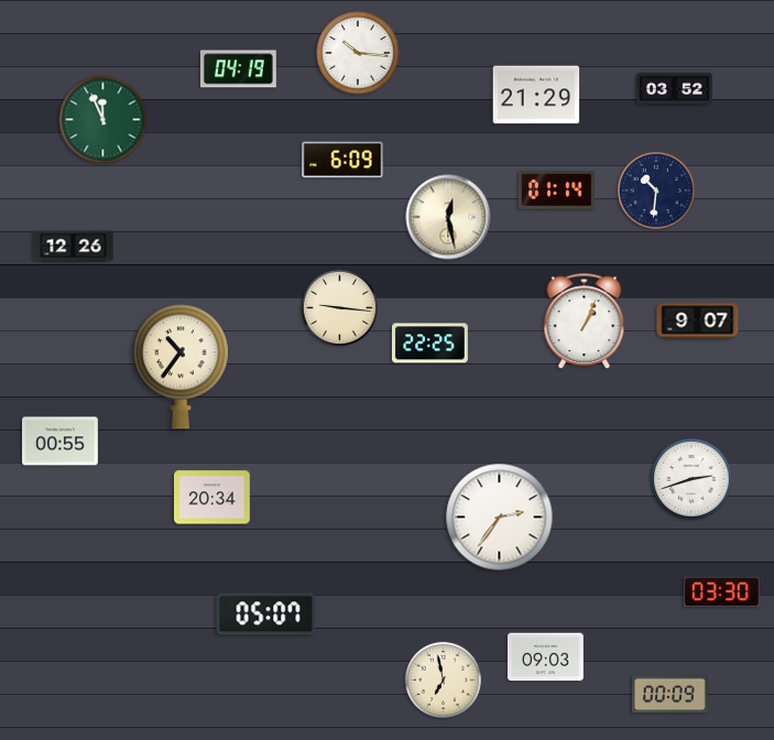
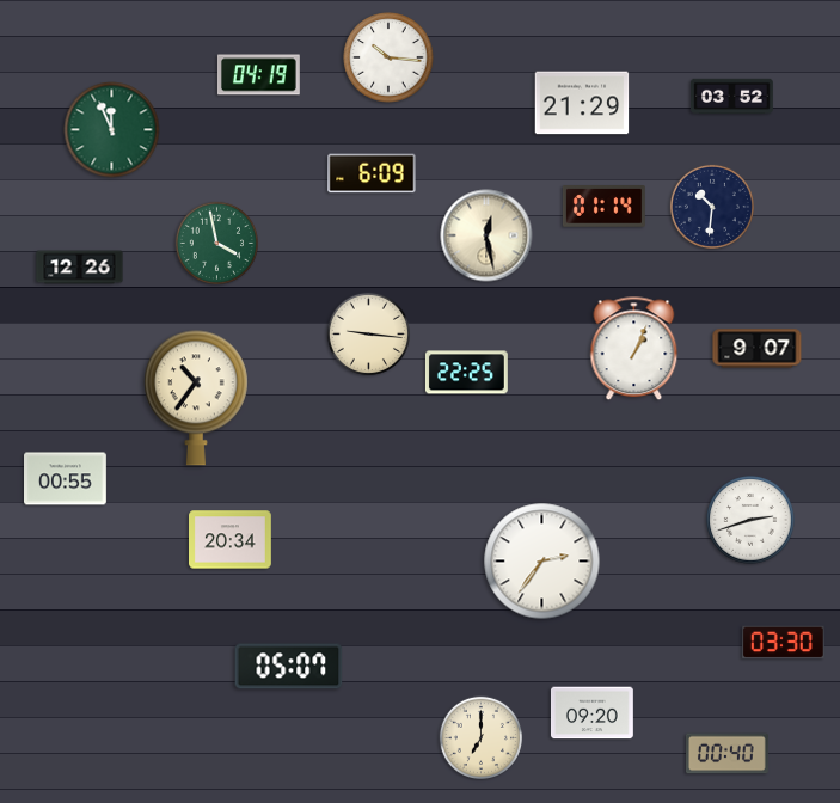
clock at (216, 243): none -> 3:58
clock at (546, 657): 09:03 -> 09:20
clock at (443, 679): 6:58 -> 7:00
clock at (671, 695): 00:09 -> 00:40
